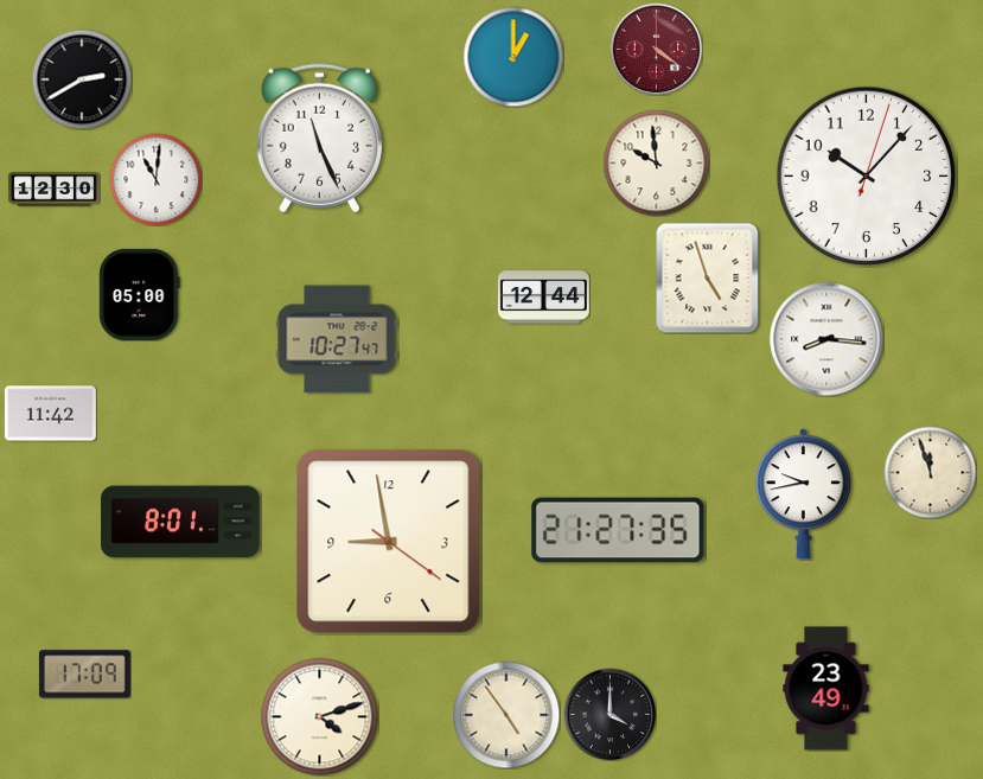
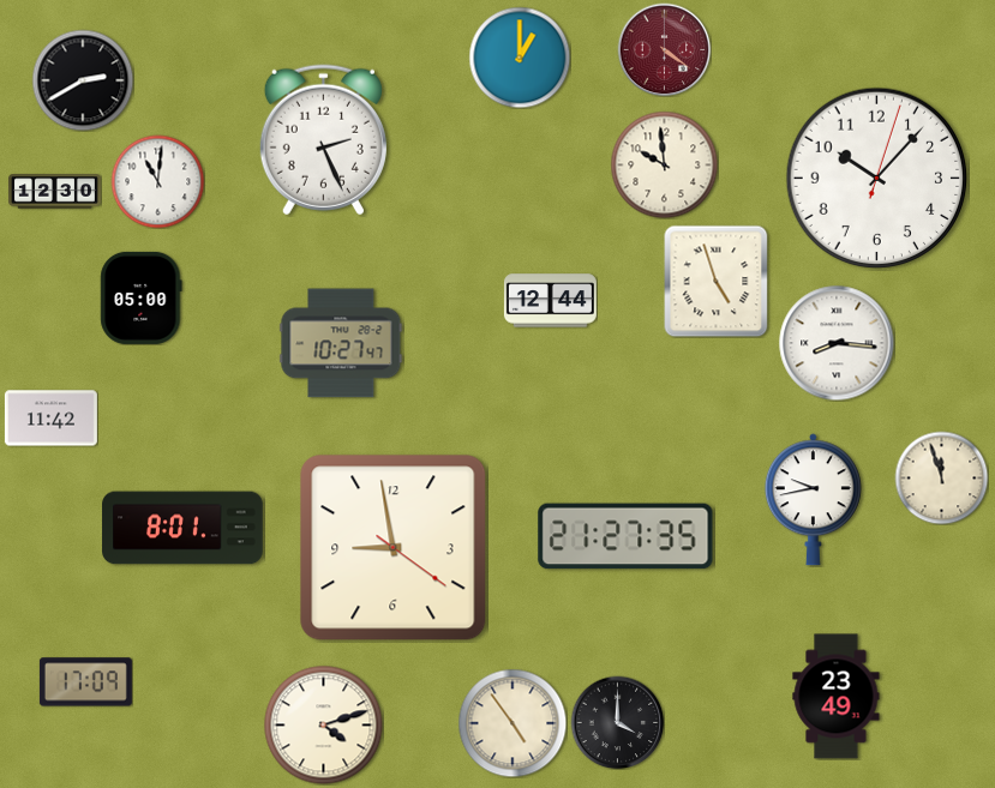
clock at (319, 139): 11:26 -> 2:26
